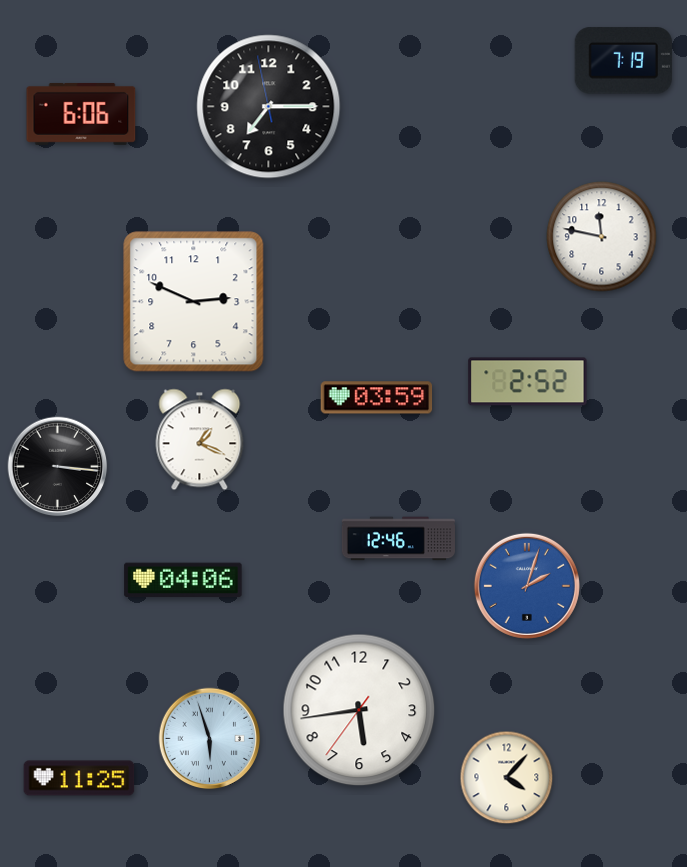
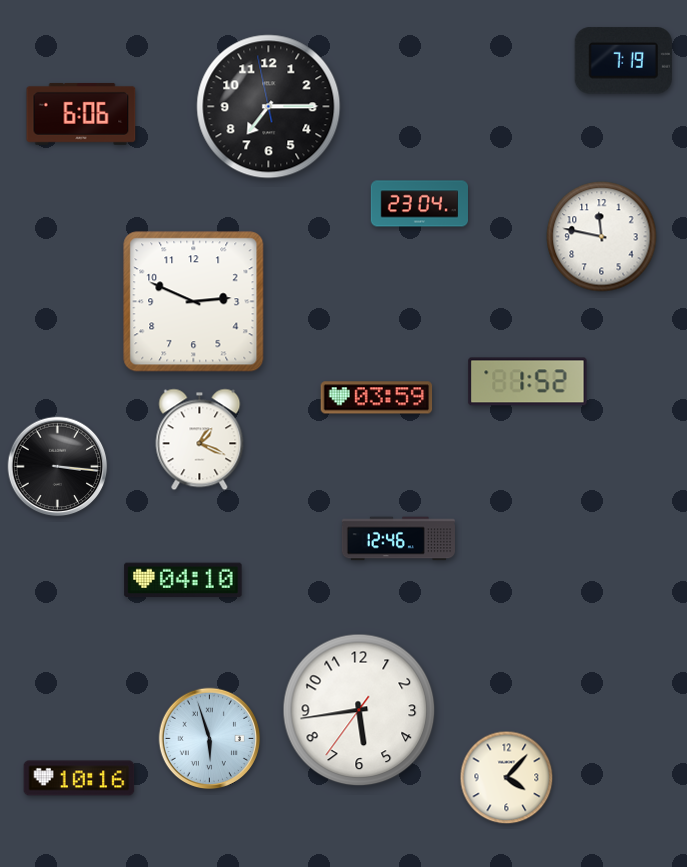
clock at (419, 204): none -> 23:04
clock at (528, 382): 2:52 -> 1:52
clock at (183, 580): 04:06 -> 04:10
clock at (527, 586): 2:03 -> none
clock at (79, 778): 11:25 -> 10:16
